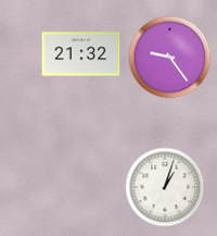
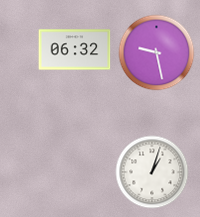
clock at (81, 54): 21:32 -> 06:32
clock at (170, 58): 9:24 -> 9:28
